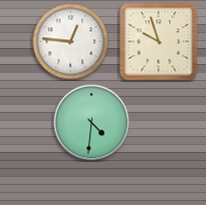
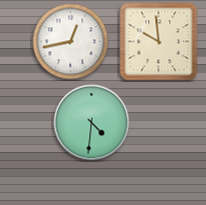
clock at (71, 42): 12:46 -> 12:43
clock at (159, 42): 9:57 -> 9:59
